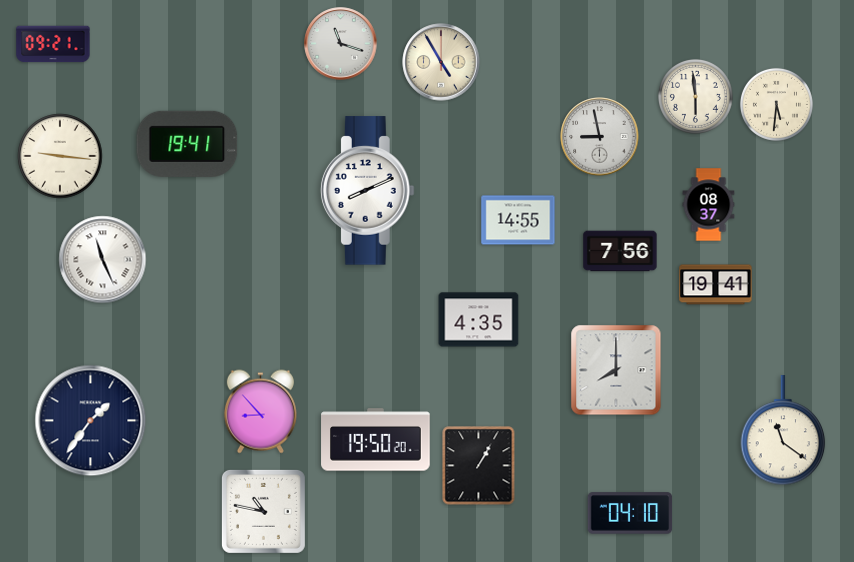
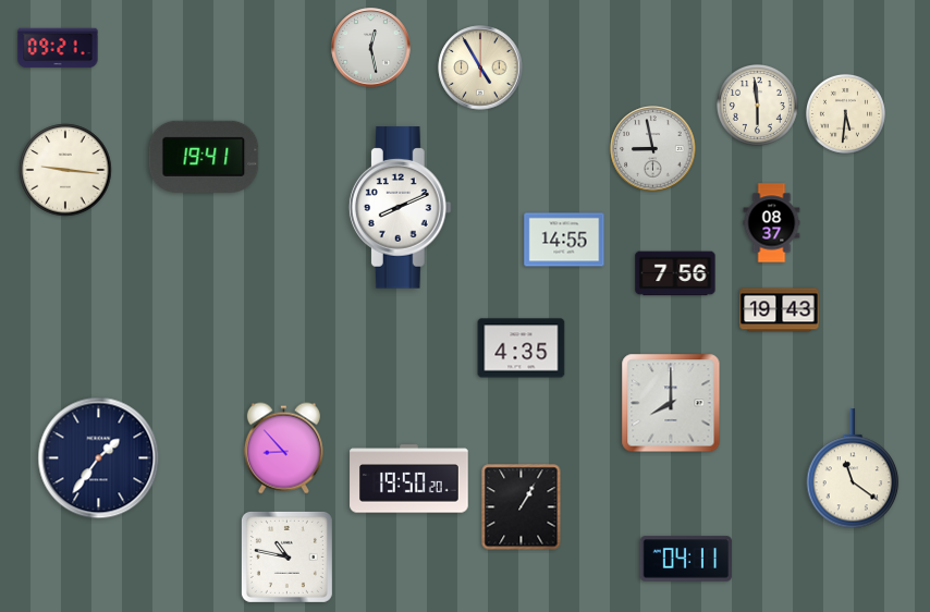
clock at (341, 44): 11:18 -> 12:28
clock at (103, 260): 11:26 -> none
clock at (716, 285): 19:41 -> 19:43
clock at (630, 513): 04:10 -> 04:11
